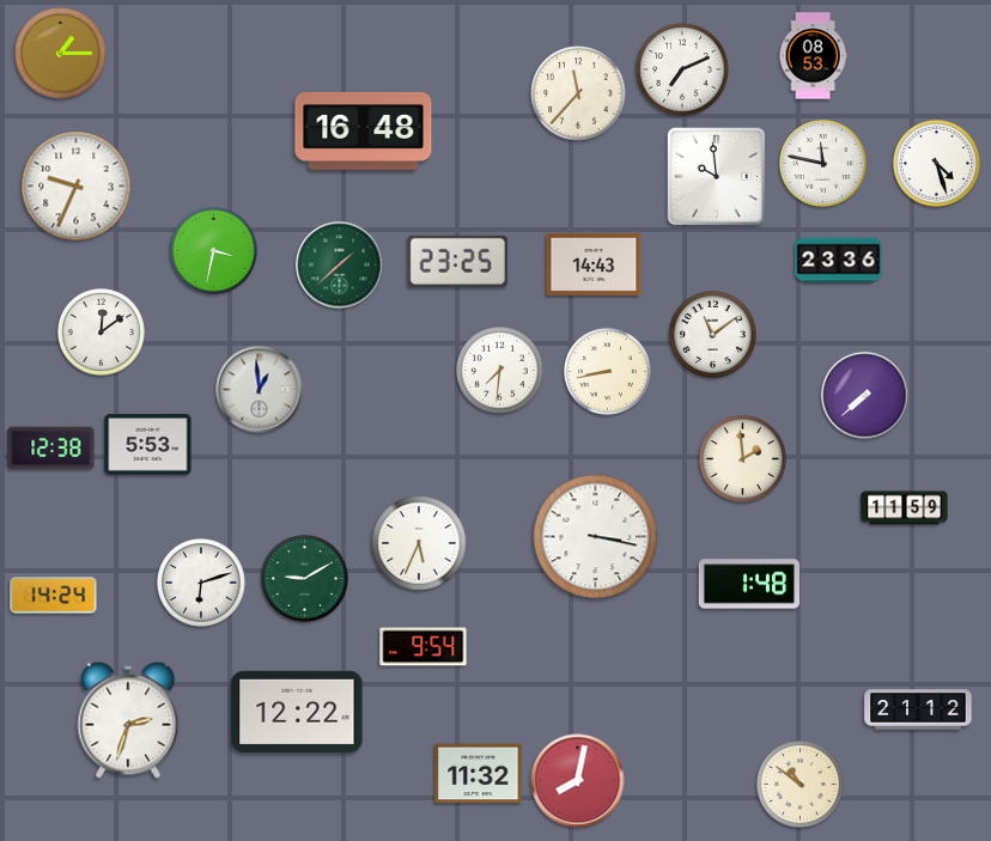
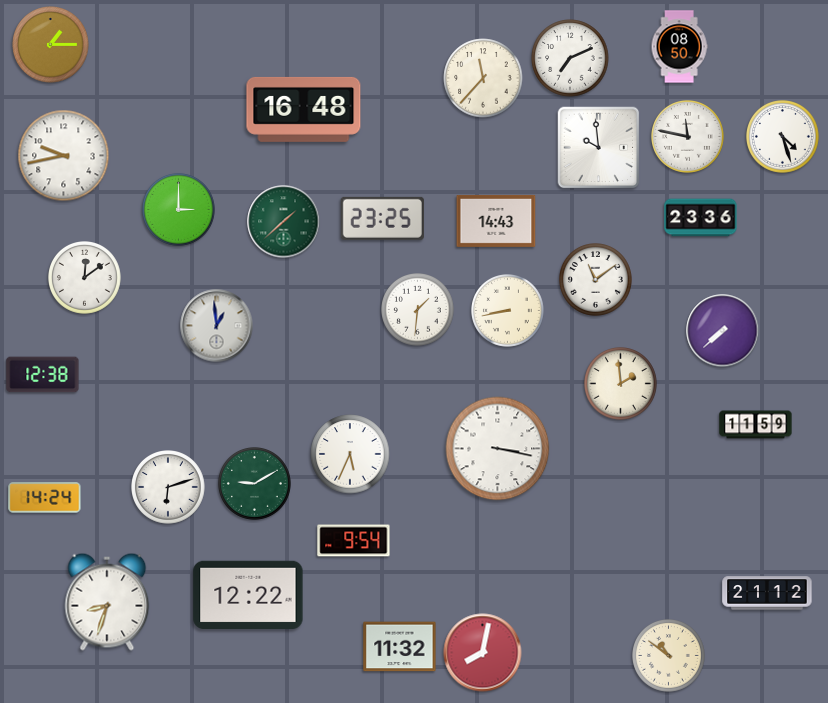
clock at (813, 56): 08:53 -> 08:50
clock at (77, 187): 9:34 -> 9:43
clock at (214, 251): 3:32 -> 3:00
clock at (500, 371): 7:31 -> 1:31
clock at (148, 445): 5:53 -> none
clock at (749, 584): 1:48 -> none
clock at (128, 720): 2:33 -> 8:33
